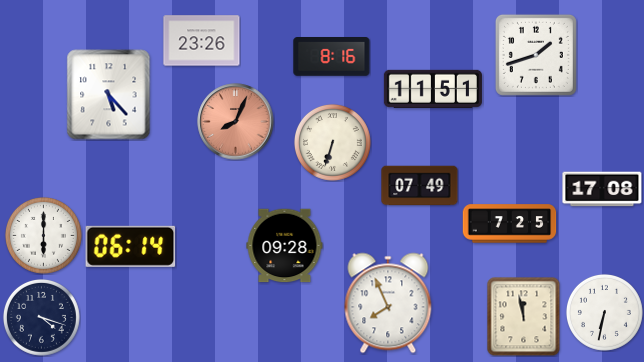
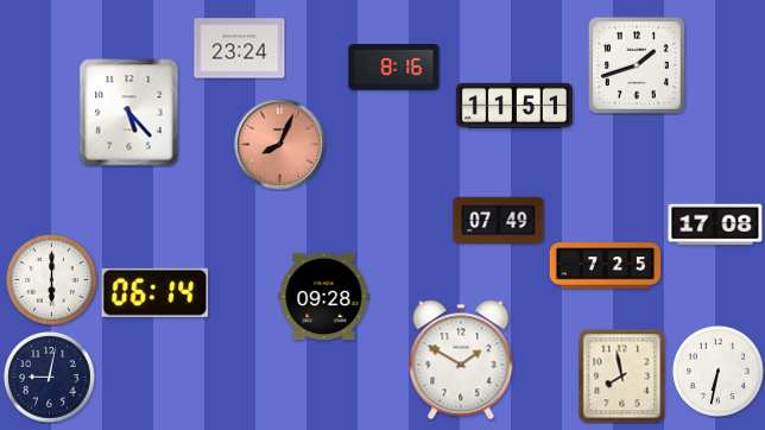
clock at (202, 41): 23:26 -> 23:24
clock at (332, 142): 6:33 -> none
clock at (285, 246) position: (285, 246) -> (324, 297)
clock at (388, 303): 7:56 -> 1:50
clock at (41, 317): 4:18 -> 9:02
clock at (524, 317): 11:58 -> 7:58
